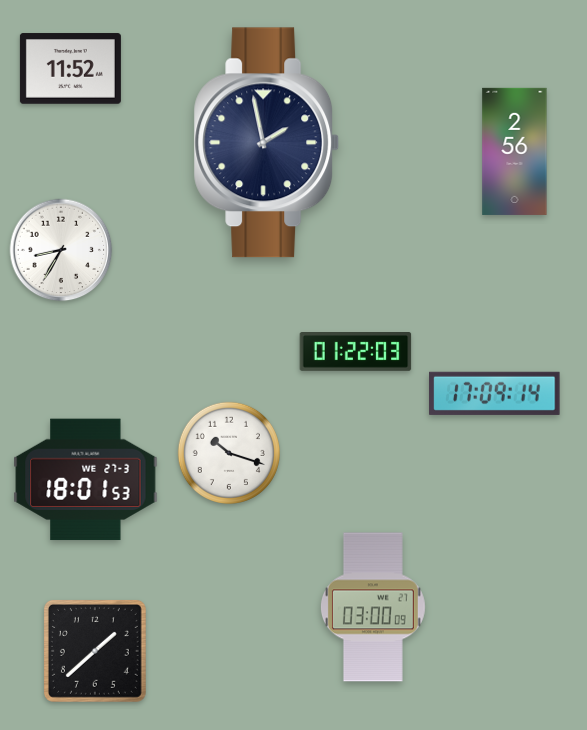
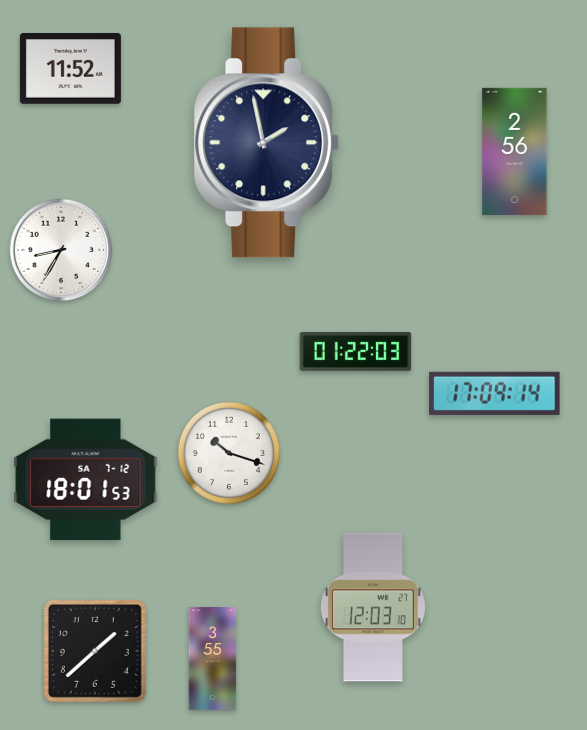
clock at (86, 480) date: WE 27-3 -> SA 7-12
clock at (373, 607): 03:00 -> 12:03
clock at (213, 659): none -> 3:55
